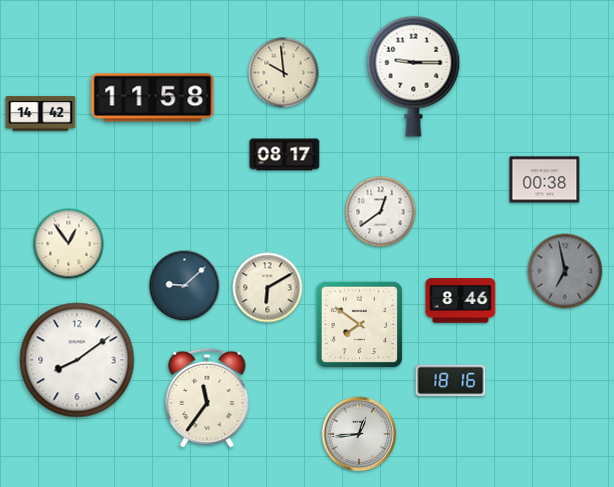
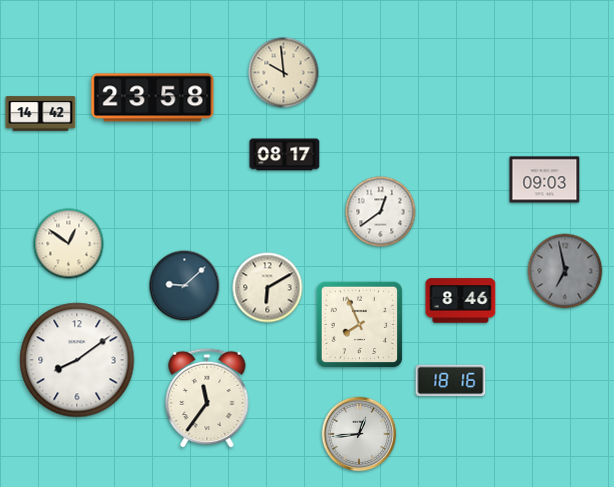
clock at (414, 76): 9:15 -> none
clock at (153, 98): 11:58 -> 23:58
clock at (545, 180): 00:38 -> 09:03
clock at (69, 244): 12:54 -> 12:51
clock at (360, 325): 7:51 -> 7:56
